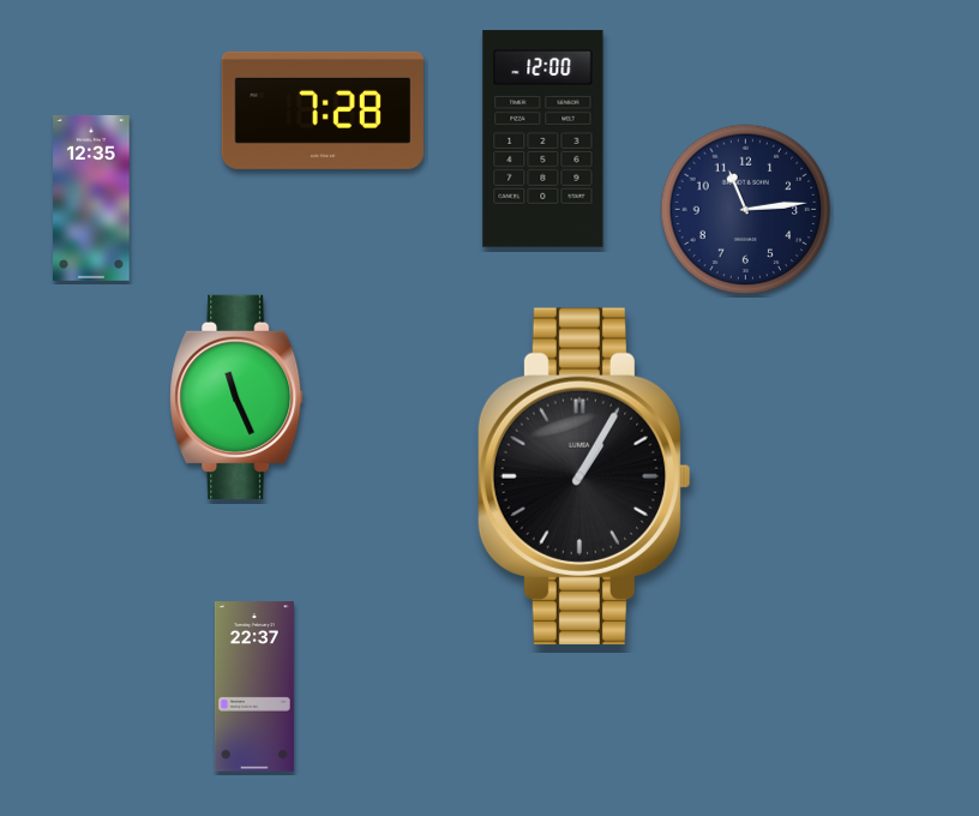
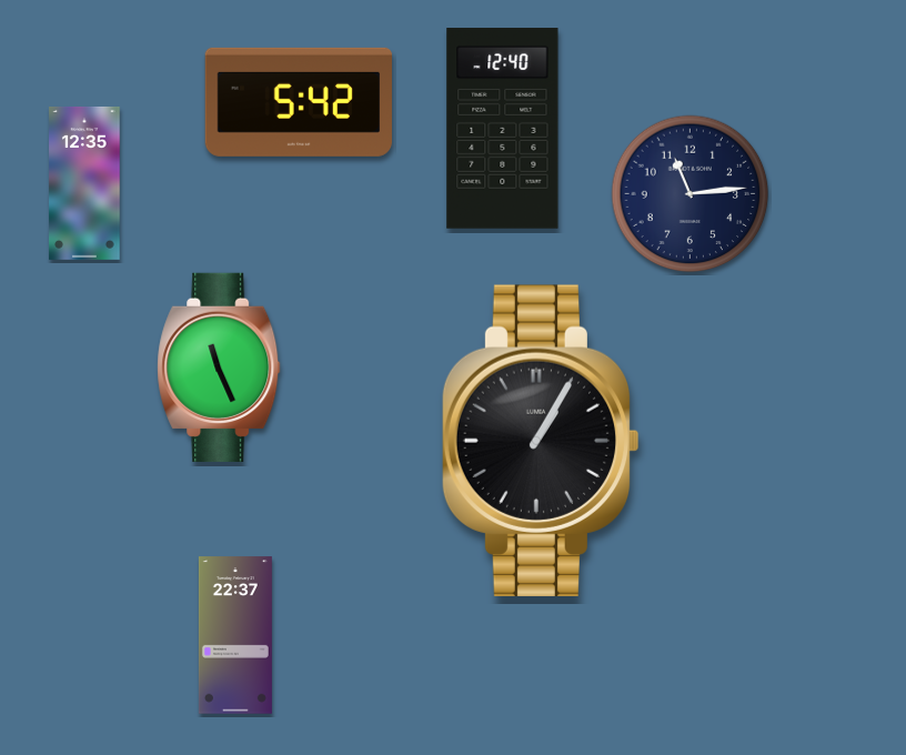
clock at (322, 110): 7:28 -> 5:42
clock at (543, 139): 12:00 -> 12:40
